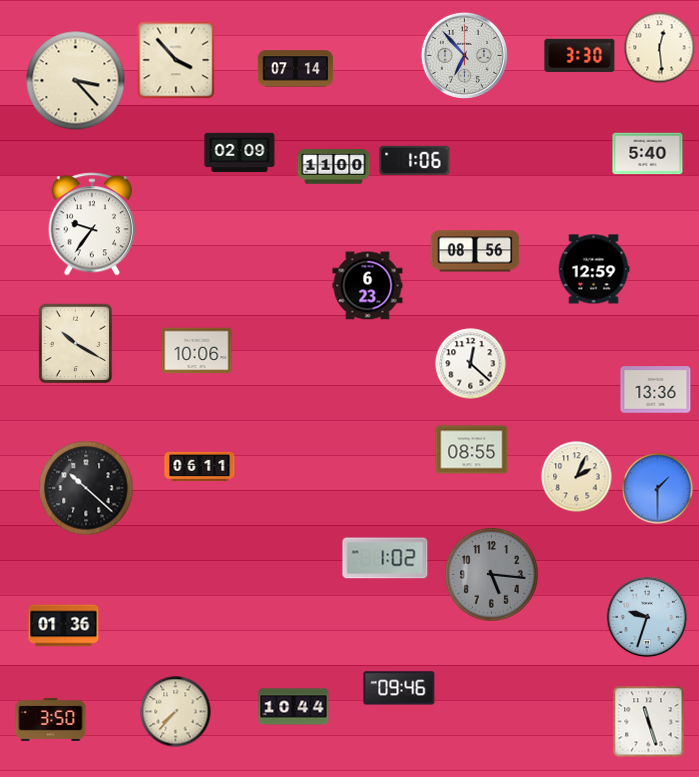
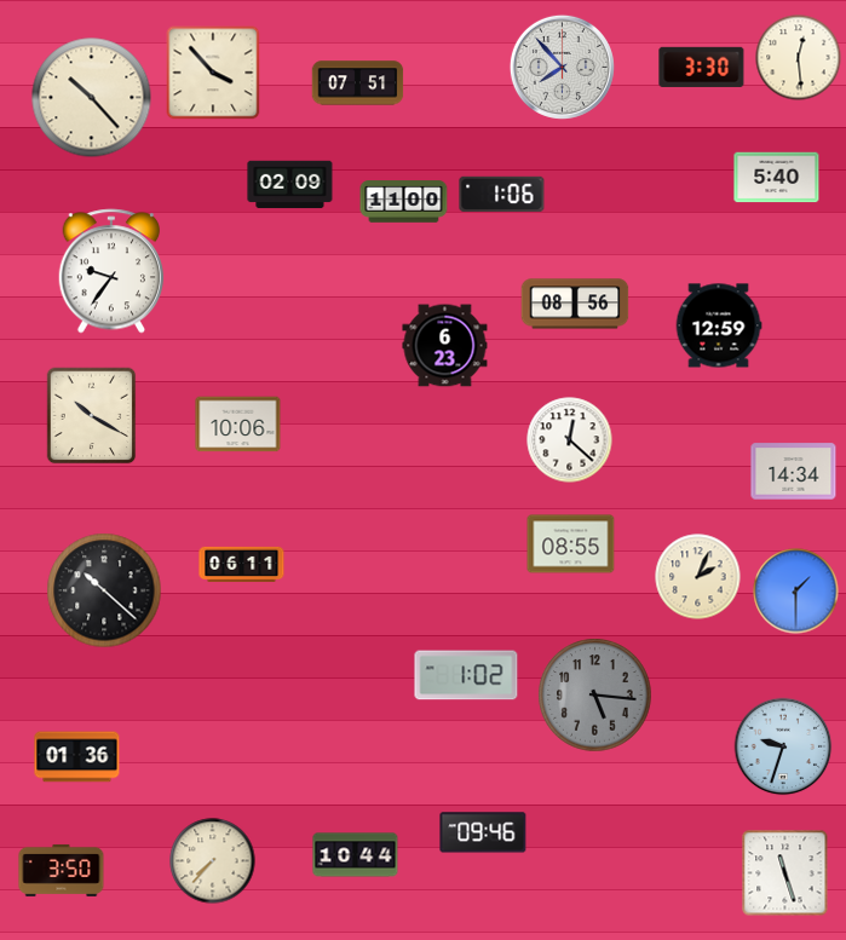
clock at (464, 55): 6:53 -> 7:53
clock at (296, 69): 07:14 -> 07:51
clock at (76, 81): 3:23 -> 10:23
clock at (648, 154) position: (648, 154) -> (777, 178)
clock at (656, 390): 13:36 -> 14:34
